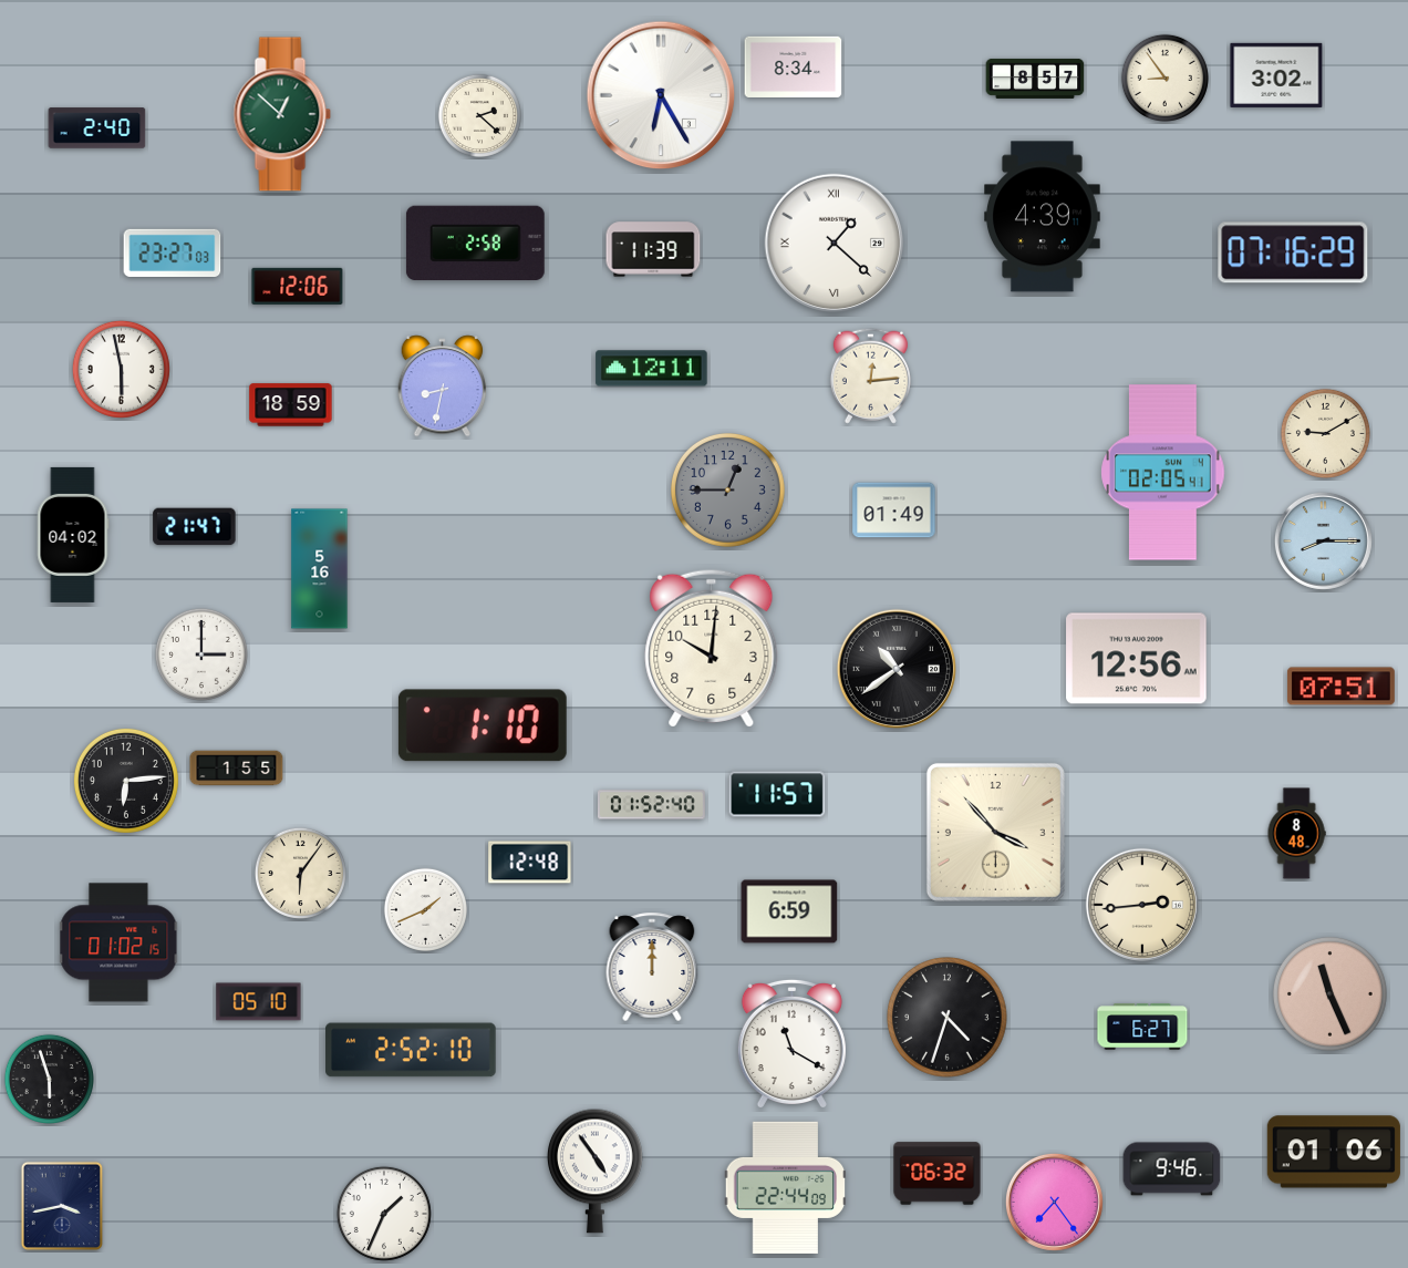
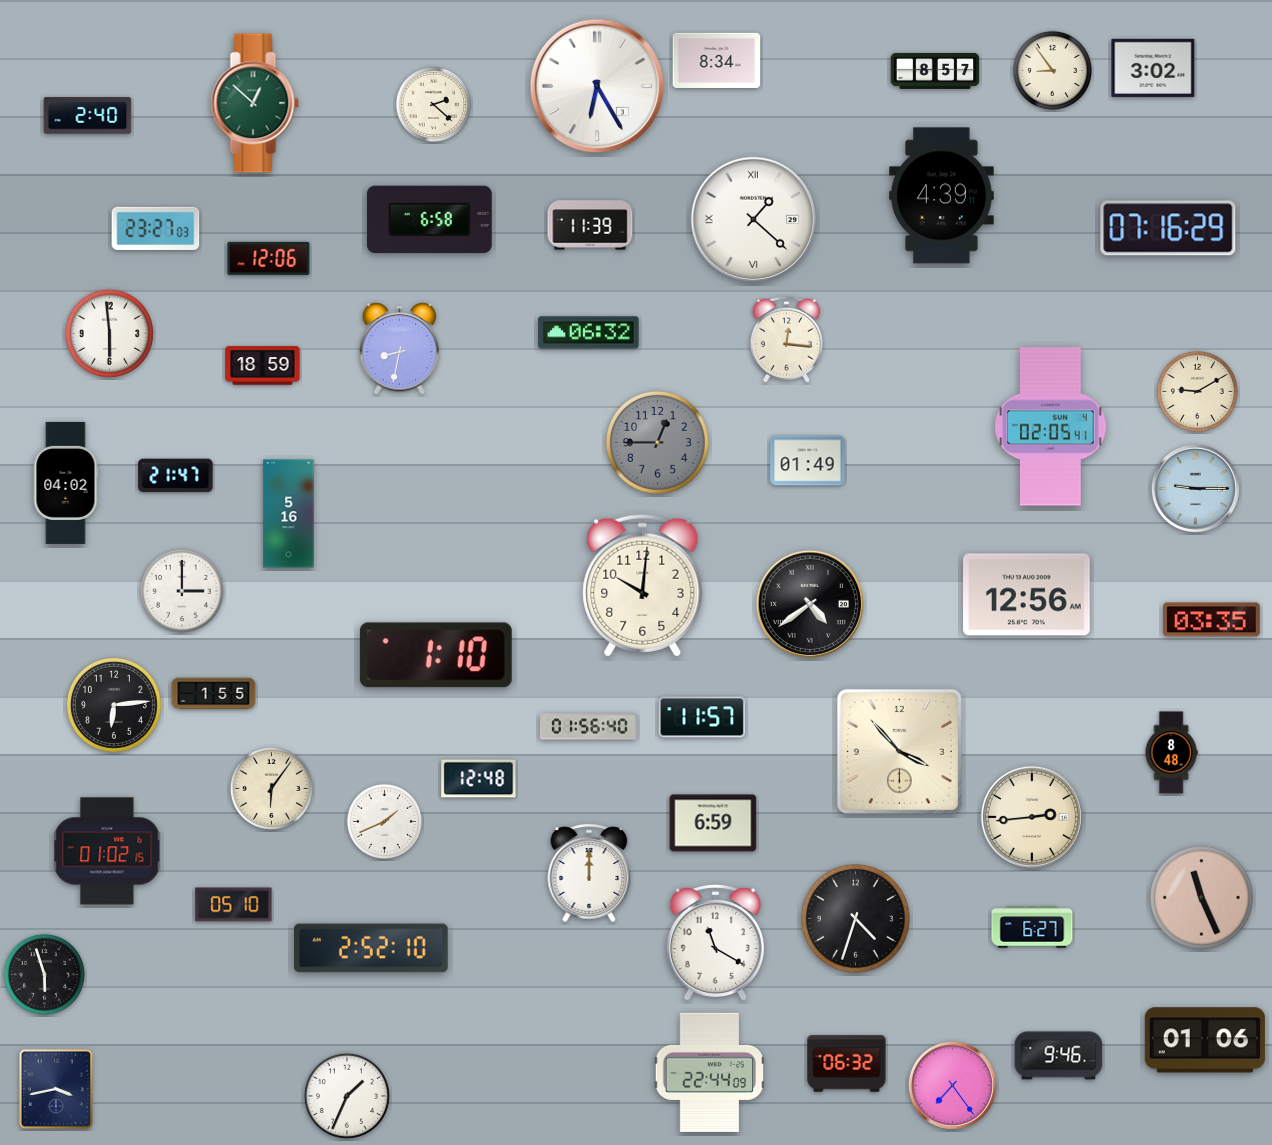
clock at (475, 243): 2:58 -> 6:58
clock at (121, 369): 5:58 -> 5:59
clock at (652, 369): 12:11 -> 06:32
clock at (870, 375): 12:14 -> 12:16
clock at (1323, 540): 8:15 -> 9:15
clock at (897, 669): 10:39 -> 4:39
clock at (1340, 687): 07:51 -> 03:35
clock at (651, 805): 01:52 -> 01:56
clock at (596, 1171): 4:54 -> none
clock at (938, 1174) position: (938, 1174) -> (847, 1064)
